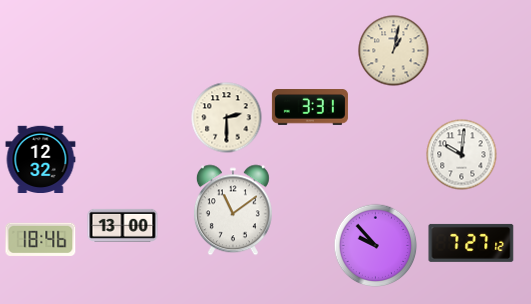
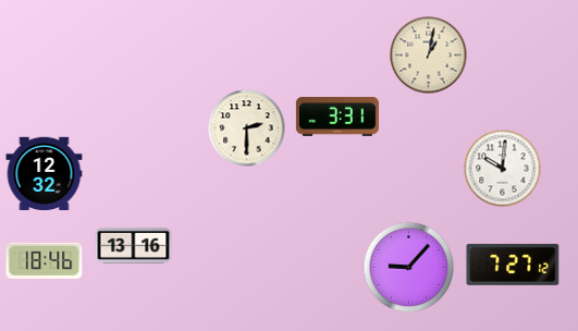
clock at (233, 210): 11:09 -> none
clock at (123, 225): 13:00 -> 13:16
clock at (376, 246): 9:53 -> 9:07
